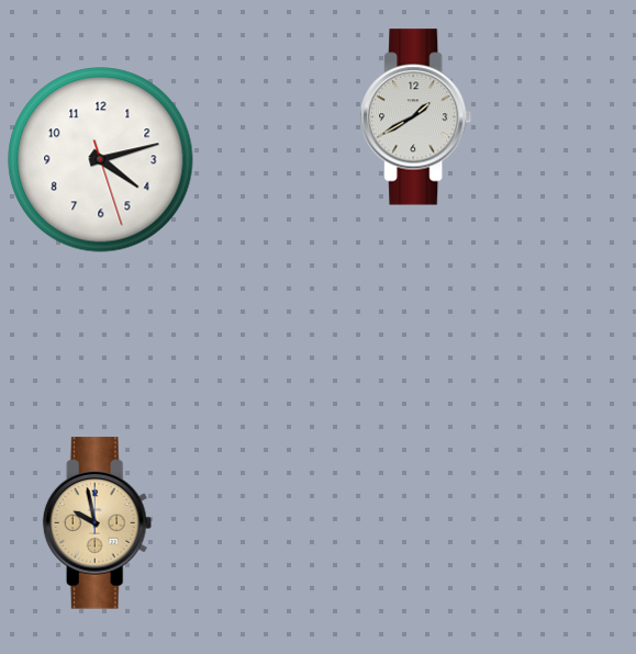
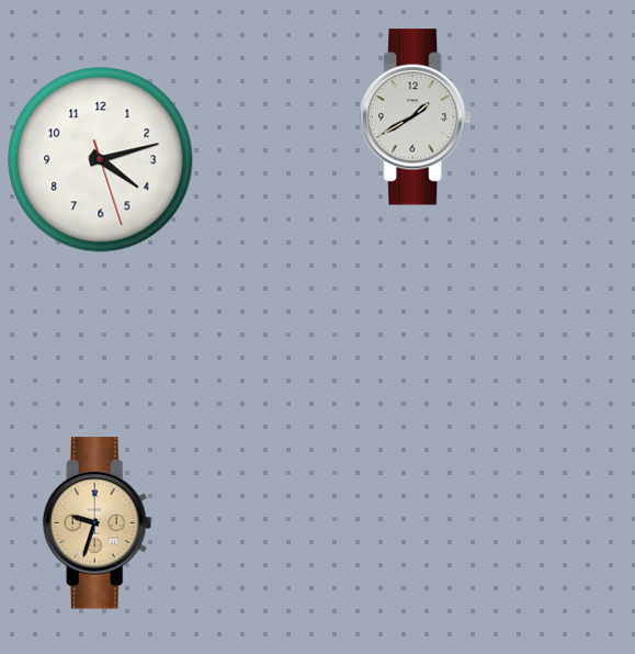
clock at (98, 523): 9:58 -> 9:33
